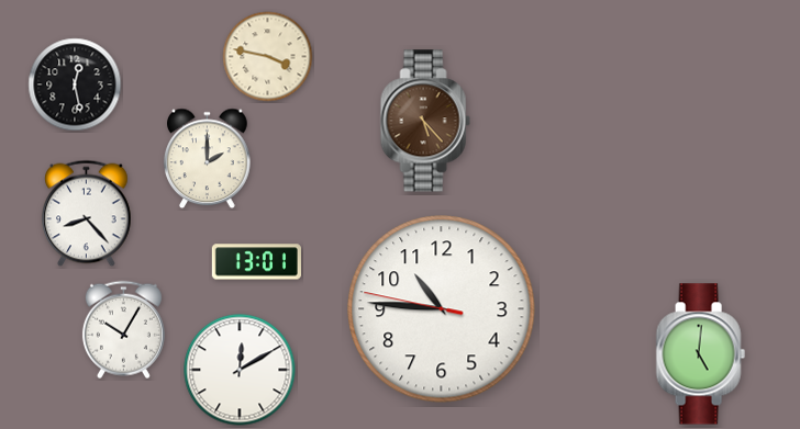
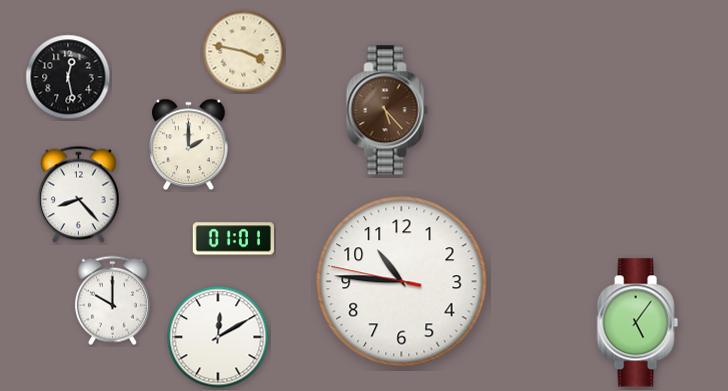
clock at (256, 262): 13:01 -> 01:01
clock at (123, 330): 10:05 -> 10:00
clock at (700, 354): 5:01 -> 5:06
